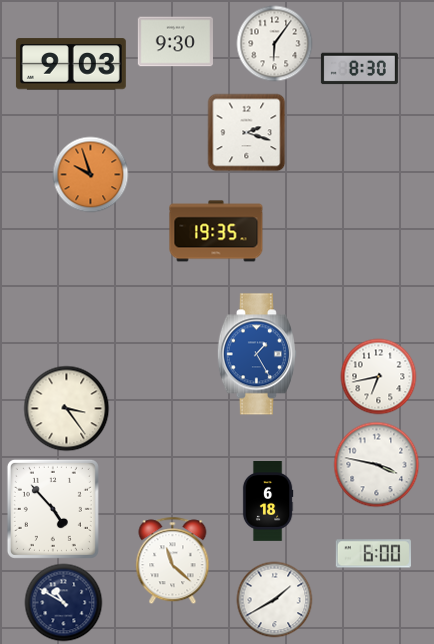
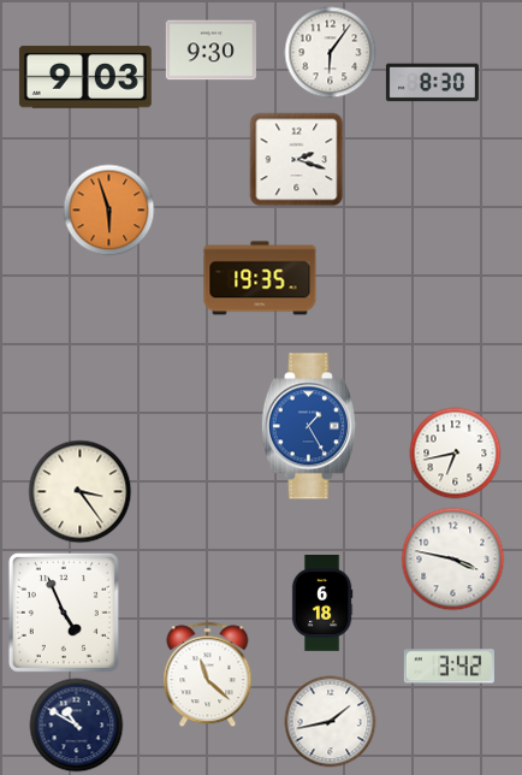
clock at (91, 175): 9:57 -> 5:57
clock at (53, 509): 4:53 -> 4:56
clock at (373, 554): 6:00 -> 3:42
clock at (275, 600): 1:40 -> 1:43
